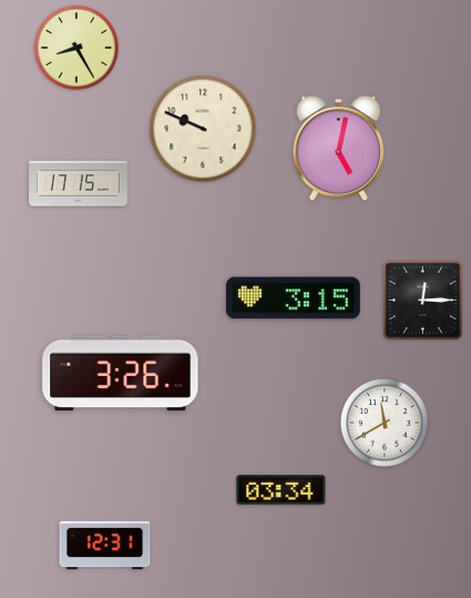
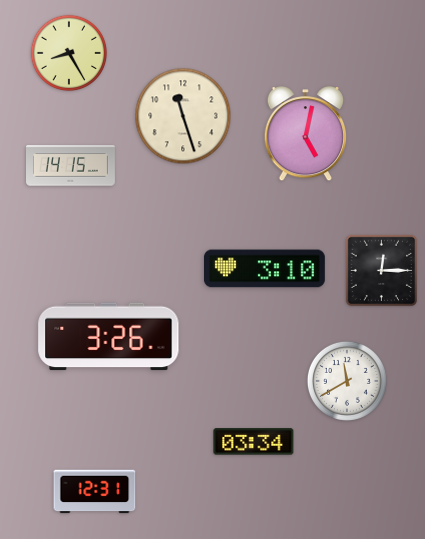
clock at (76, 48) position: (76, 48) -> (69, 53)
clock at (203, 129): 9:49 -> 11:27
clock at (79, 184): 17:15 -> 14:15
clock at (293, 298): 3:15 -> 3:10
